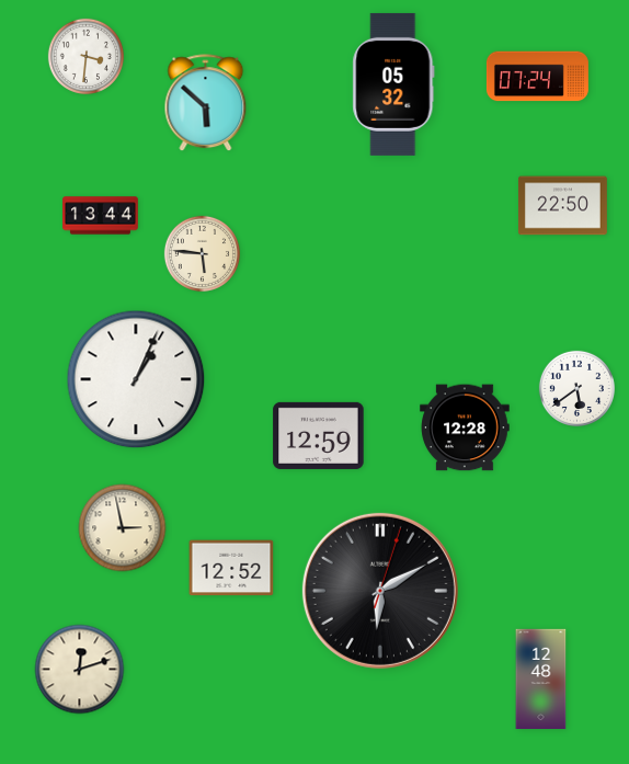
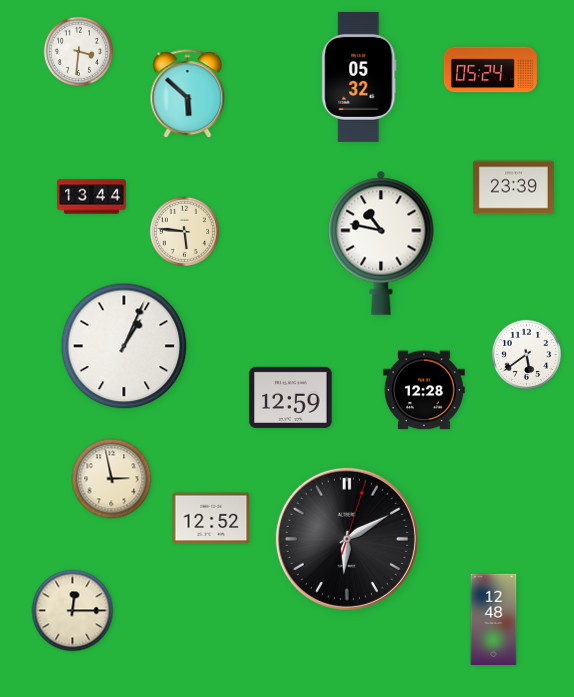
clock at (537, 77): 07:24 -> 05:24
clock at (562, 206): 22:50 -> 23:39
clock at (381, 243): none -> 10:47
clock at (123, 528) position: (123, 528) -> (112, 479)
clock at (80, 670): 12:12 -> 12:15
